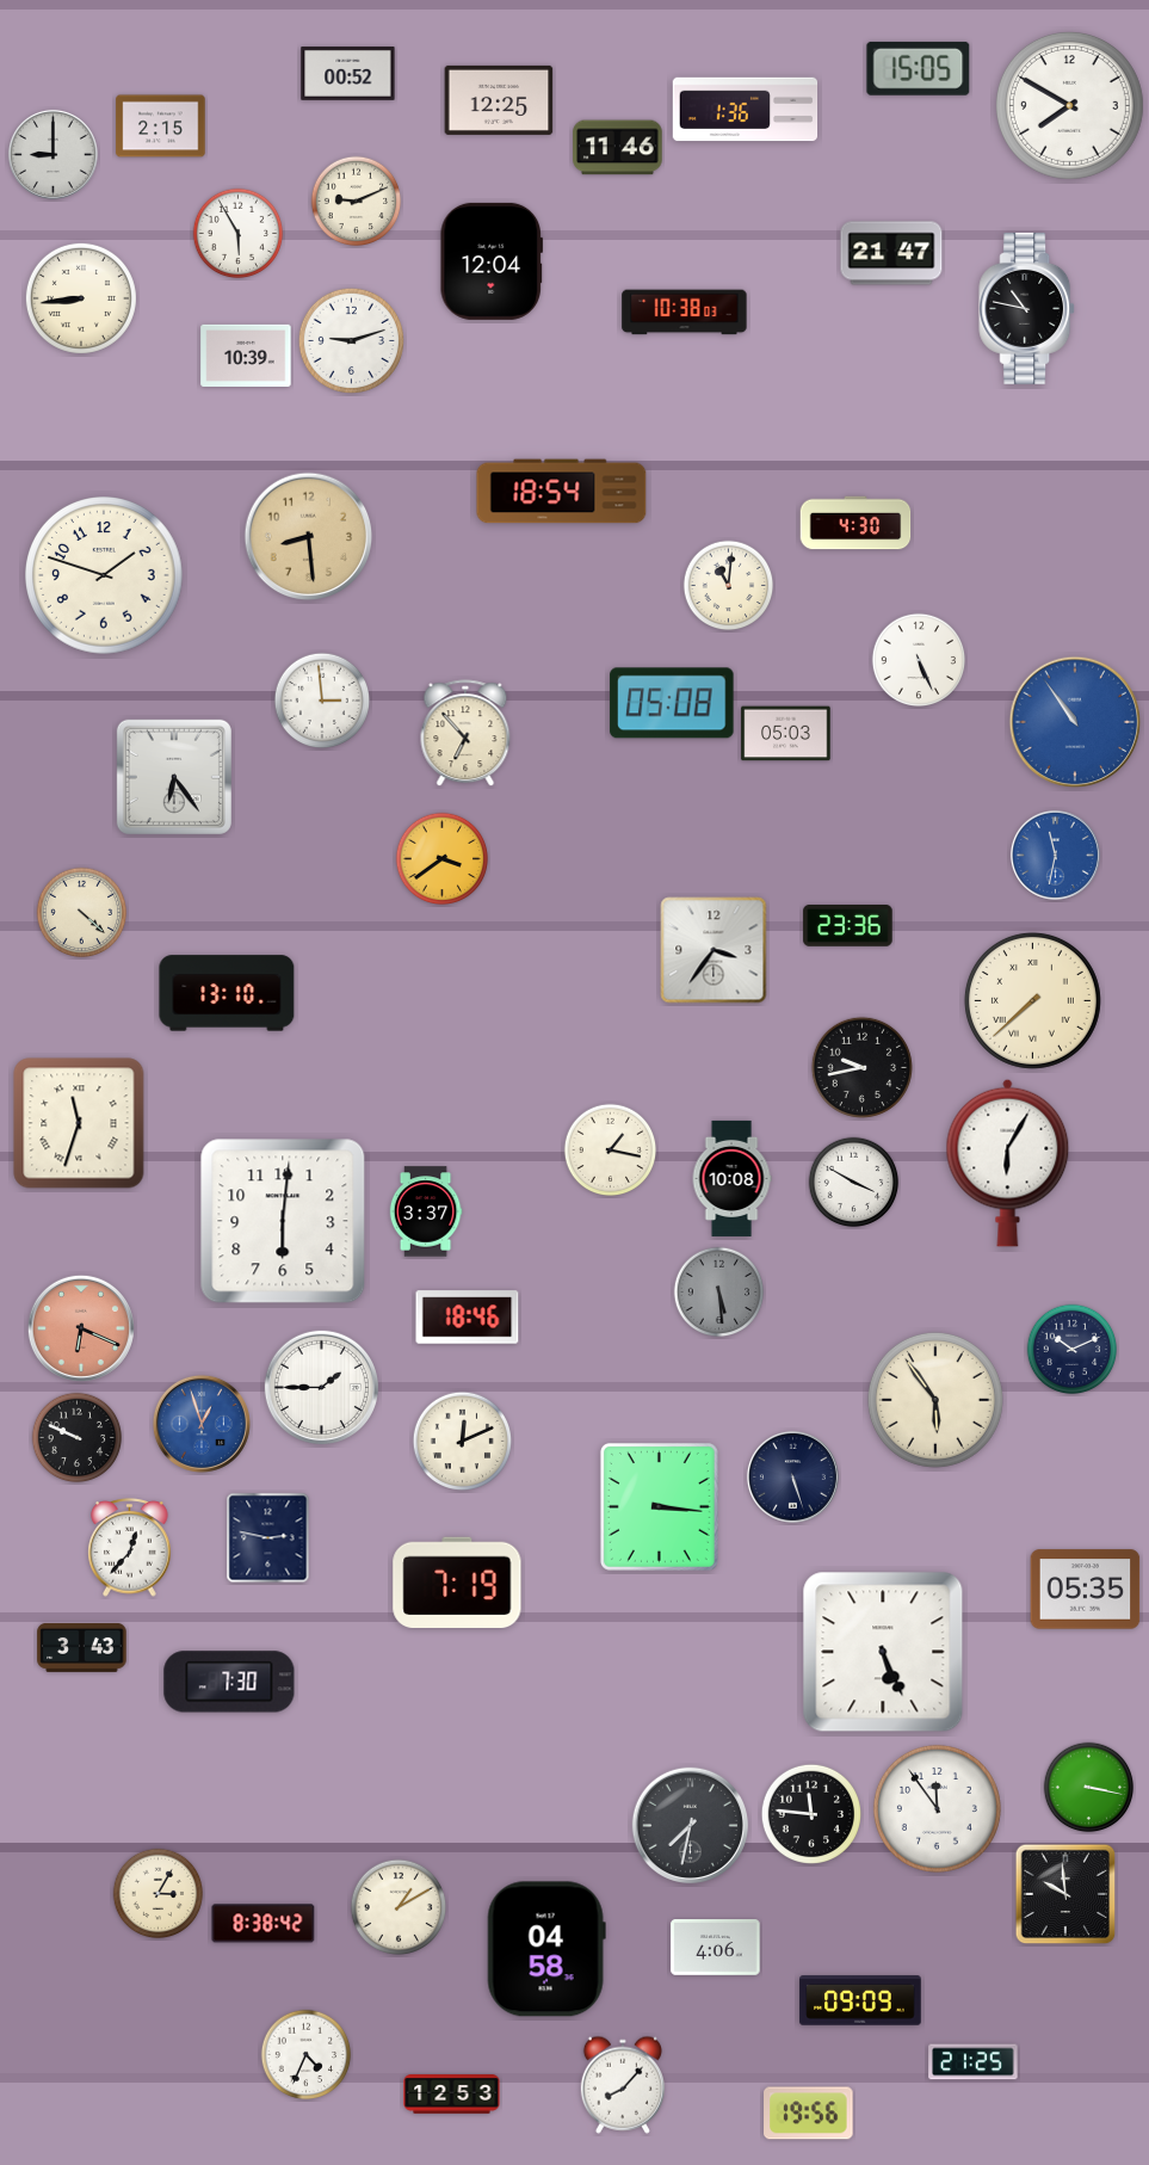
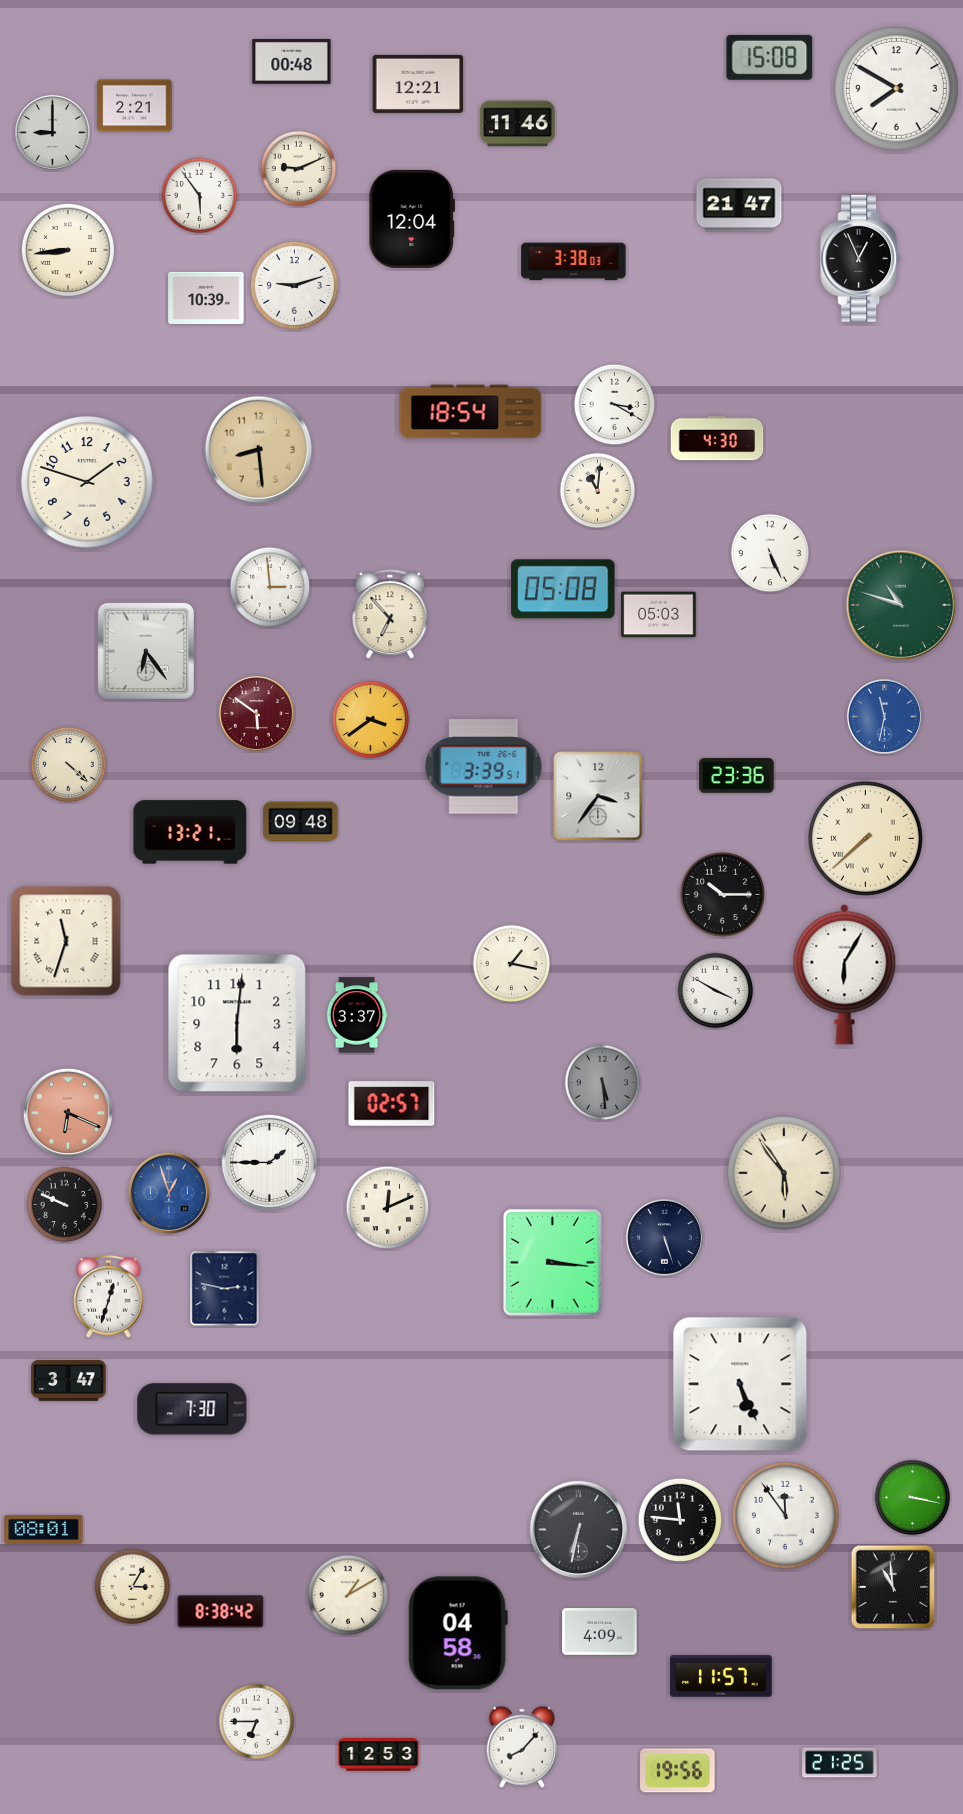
clock at (919, 68): 15:05 -> 15:08
clock at (348, 74): 00:52 -> 00:48
clock at (499, 100): 12:25 -> 12:21
clock at (746, 110): 1:36 -> none
clock at (161, 127): 2:15 -> 2:21
clock at (52, 154) position: (52, 154) -> (52, 132)
clock at (239, 234): 5:55 -> 5:54
clock at (891, 253) position: (891, 253) -> (739, 205)
clock at (1027, 308): 10:47 -> 12:56
clock at (685, 313): 10:38 -> 3:38
clock at (615, 405): none -> 3:20
clock at (729, 586) position: (729, 586) -> (598, 491)
clock at (1075, 722): 10:54 -> 10:48
clock at (1075, 722) dial: blue -> green
clock at (256, 713): none -> 5:51
clock at (484, 767): none -> 3:39
clock at (848, 926) position: (848, 926) -> (737, 776)
clock at (301, 822): none -> 09:48
clock at (227, 993): 13:10 -> 13:21
clock at (861, 1067): 9:43 -> 10:15
clock at (731, 1178): 10:08 -> none
clock at (468, 1318): 18:46 -> 02:57
clock at (1073, 1350): 10:11 -> none
clock at (130, 1548): 12:37 -> 12:33
clock at (457, 1581): 7:19 -> none
clock at (1086, 1590): 05:35 -> none
clock at (82, 1647): 3:43 -> 3:47
clock at (44, 1529): none -> 08:01
clock at (690, 1825): 7:32 -> 6:32
clock at (1065, 1894): 9:59 -> 10:59
clock at (399, 1907) position: (399, 1907) -> (348, 1595)
clock at (716, 1948): 4:06 -> 4:09
clock at (860, 2000): 09:09 -> 11:57
clock at (307, 2055): 4:34 -> 6:45
clock at (974, 2062) position: (974, 2062) -> (840, 1763)
